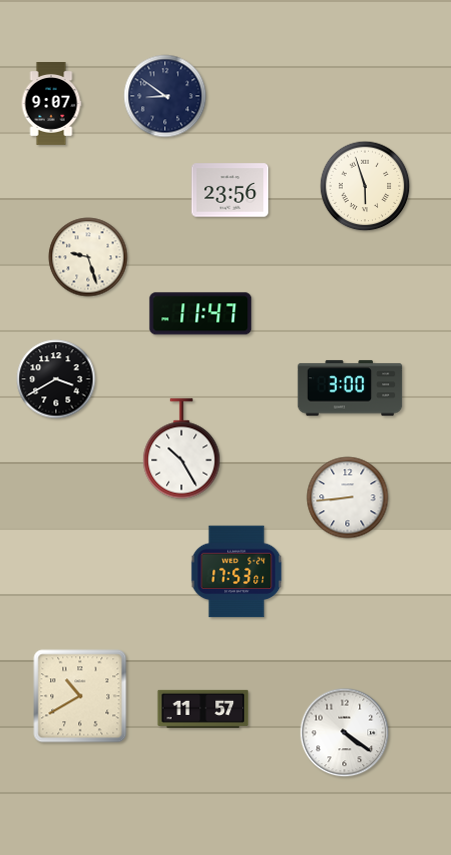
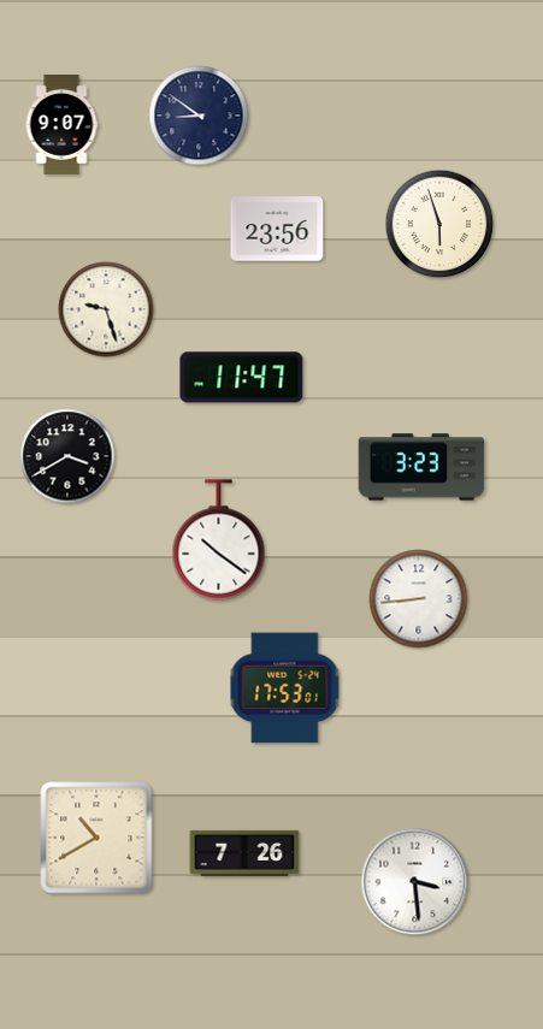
clock at (350, 388): 3:00 -> 3:23
clock at (182, 449): 10:25 -> 10:21
clock at (203, 709): 11:57 -> 7:26
clock at (345, 733): 4:21 -> 3:29
